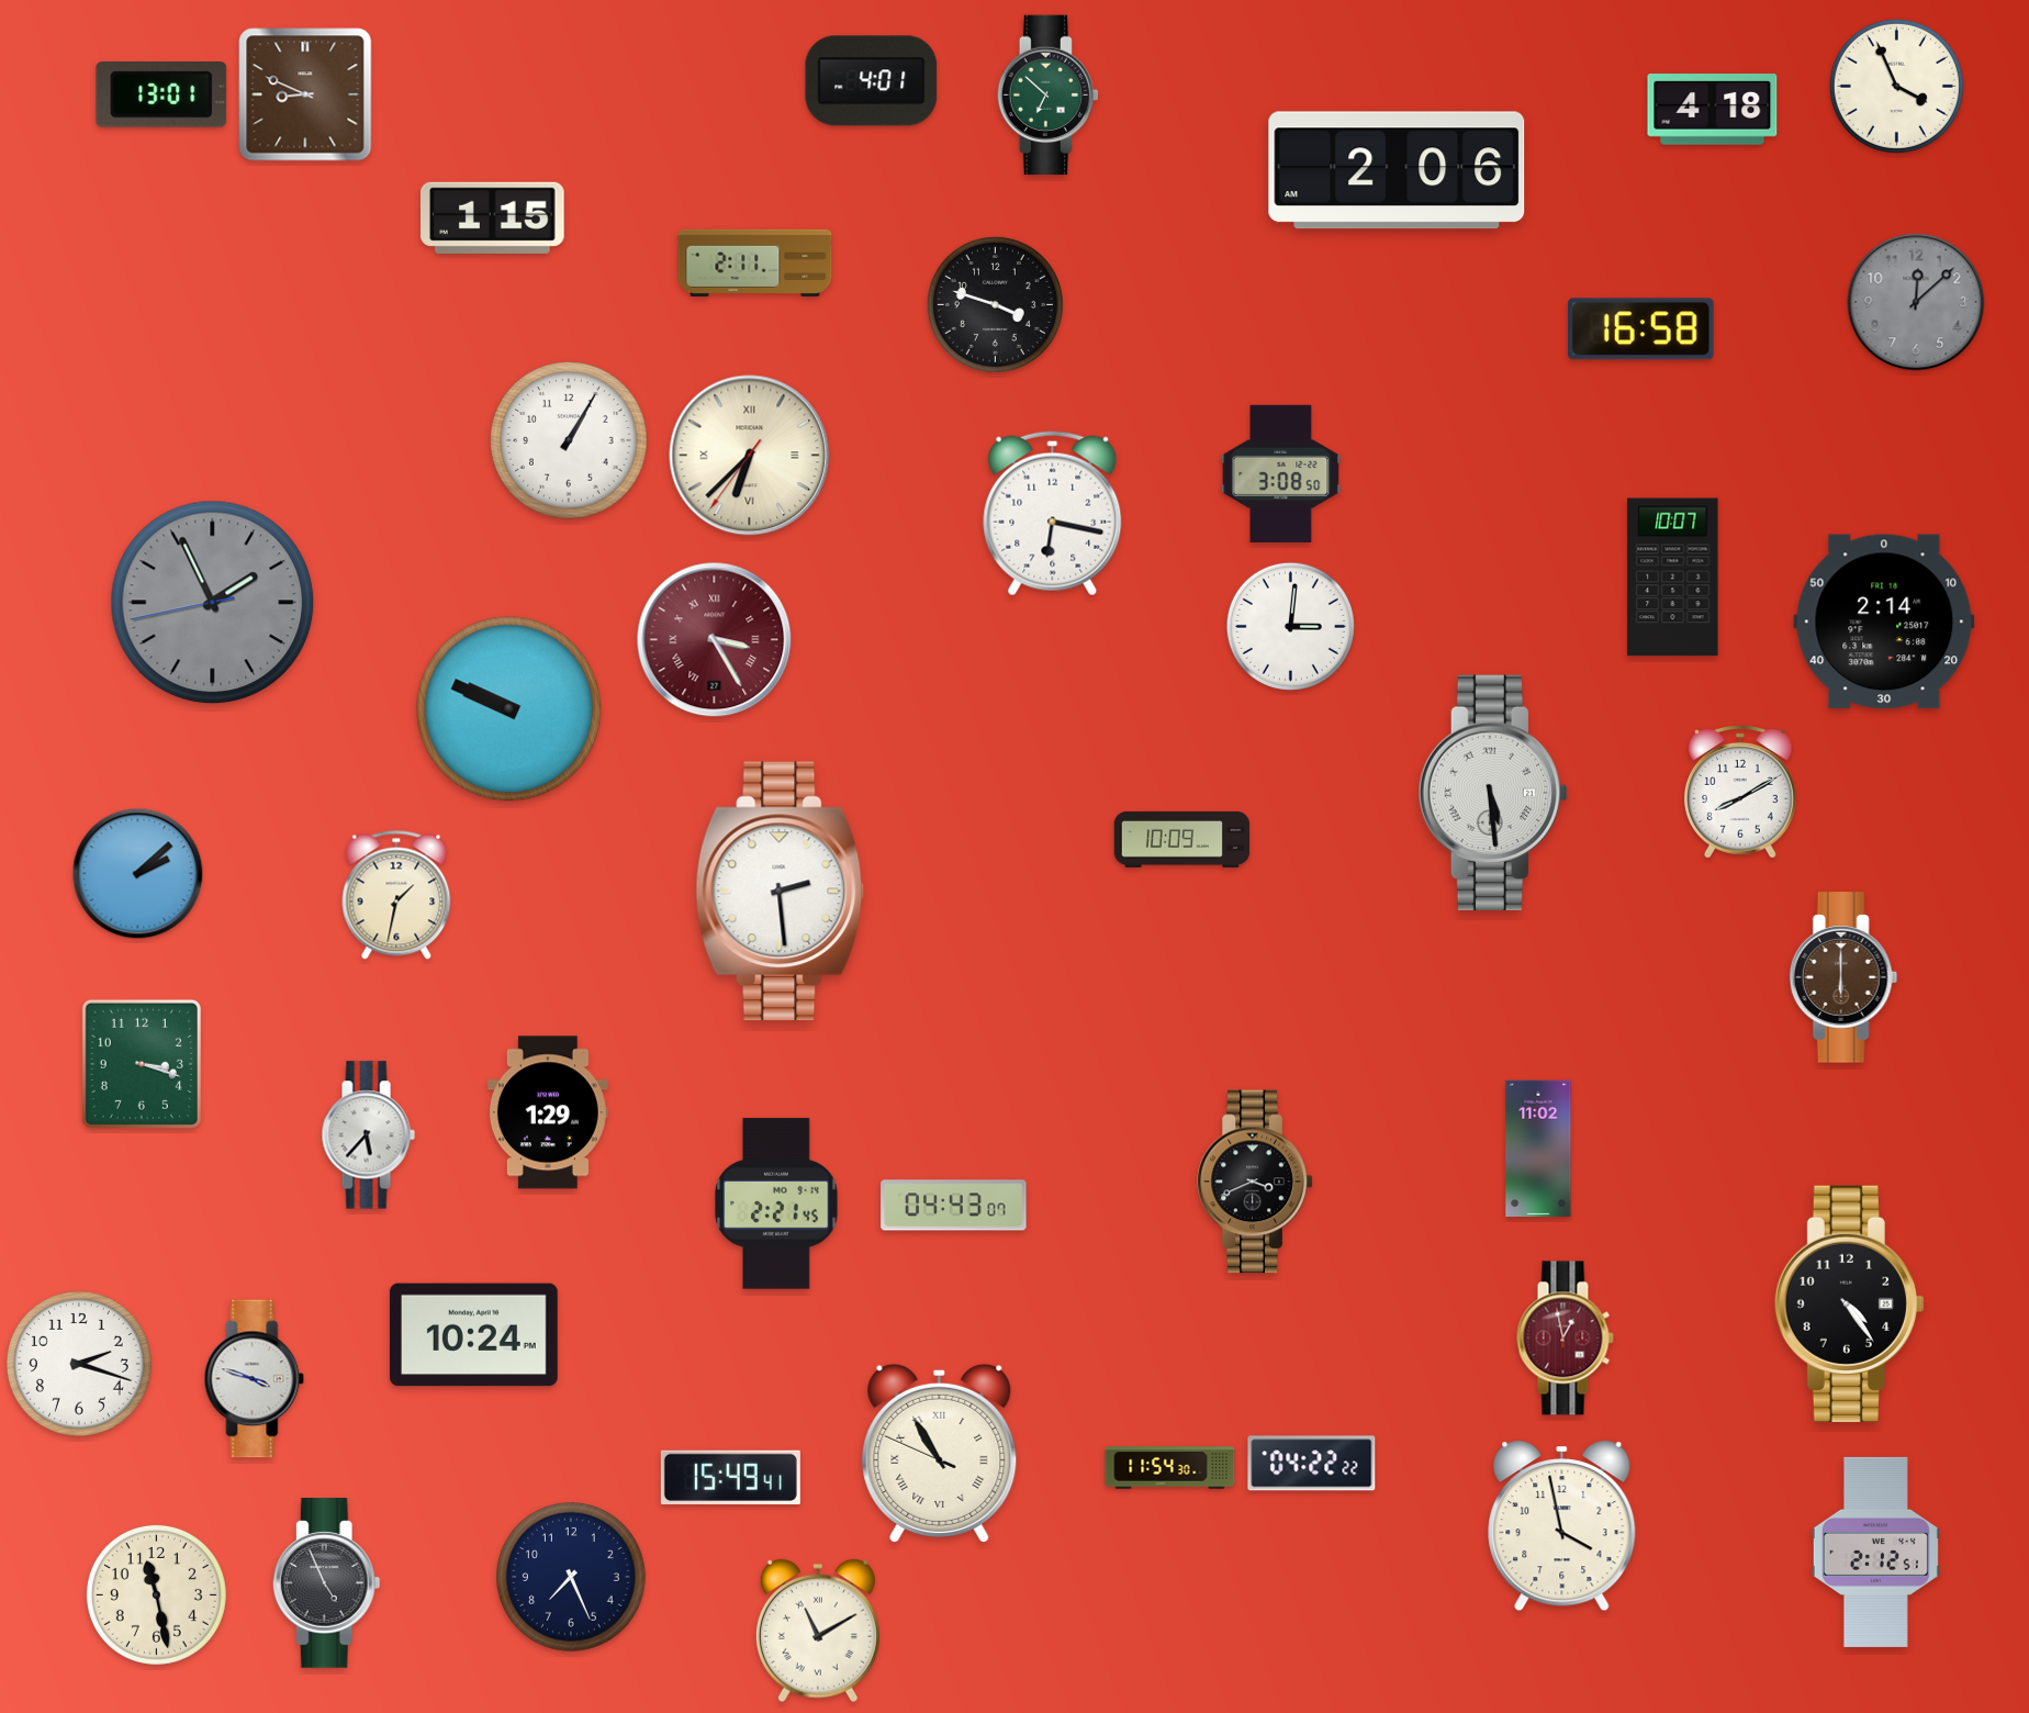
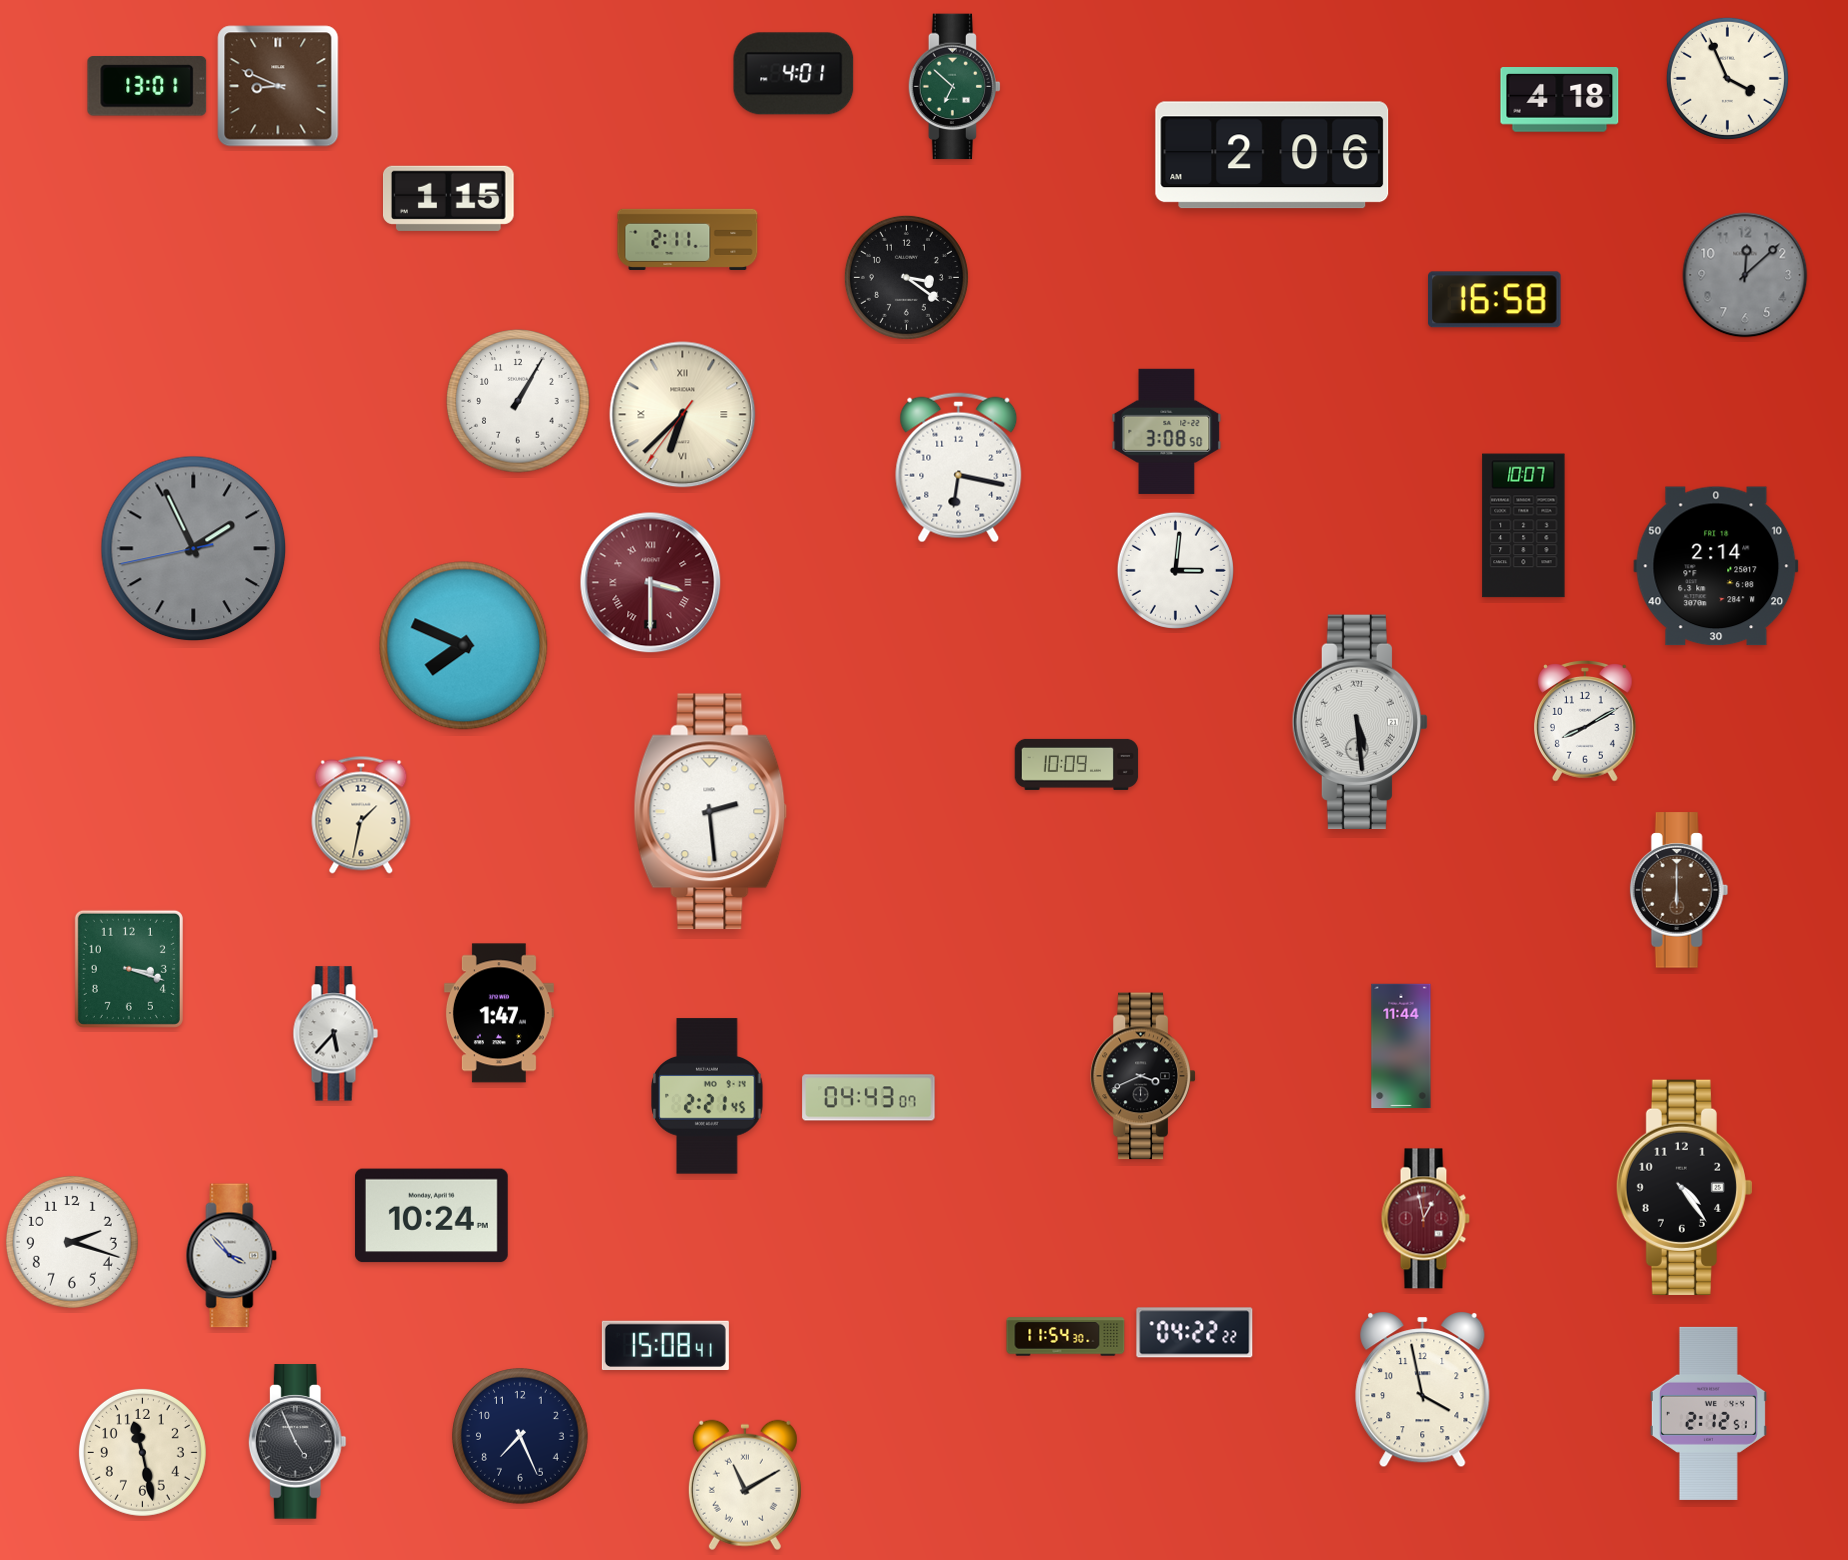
clock at (995, 304): 3:48 -> 3:21
clock at (715, 640): 3:25 -> 3:30
clock at (509, 709): 9:49 -> 7:49
clock at (138, 874): 2:08 -> none
clock at (548, 1112): 1:29 -> 1:47
clock at (1538, 1149): 11:02 -> 11:44
clock at (255, 1379): 3:48 -> 3:53
clock at (940, 1453): 10:54 -> none
clock at (730, 1477): 15:49 -> 15:08
